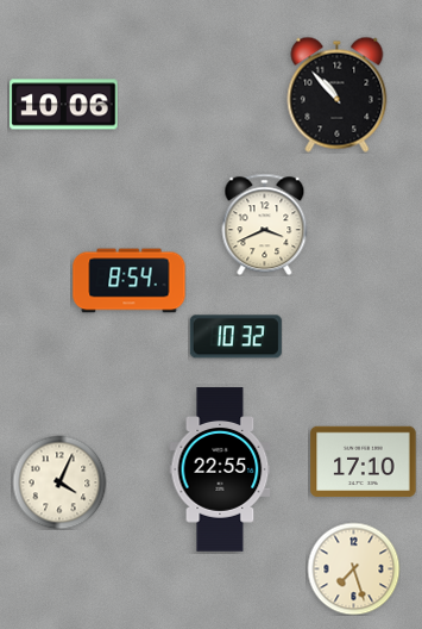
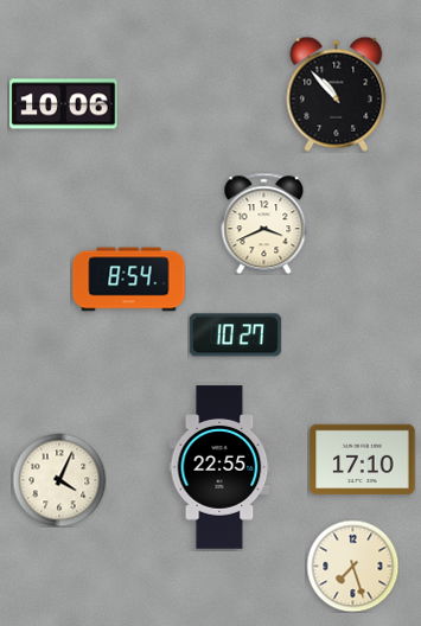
clock at (235, 337): 10:32 -> 10:27
